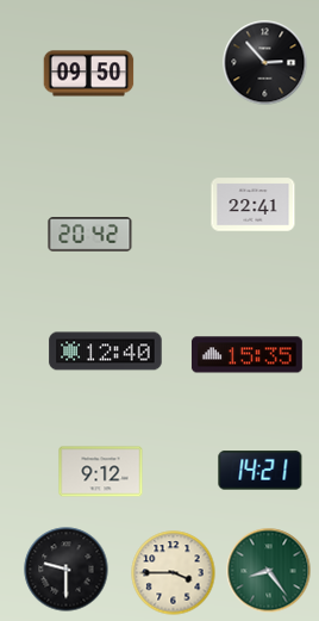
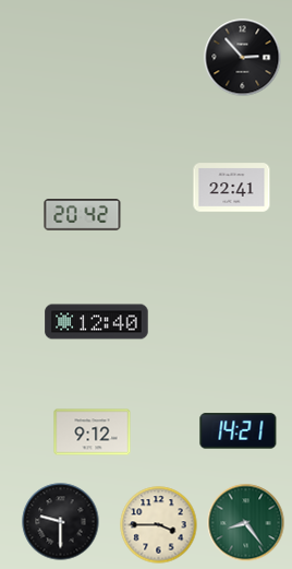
clock at (89, 74): 09:50 -> none
clock at (246, 355): 15:35 -> none
